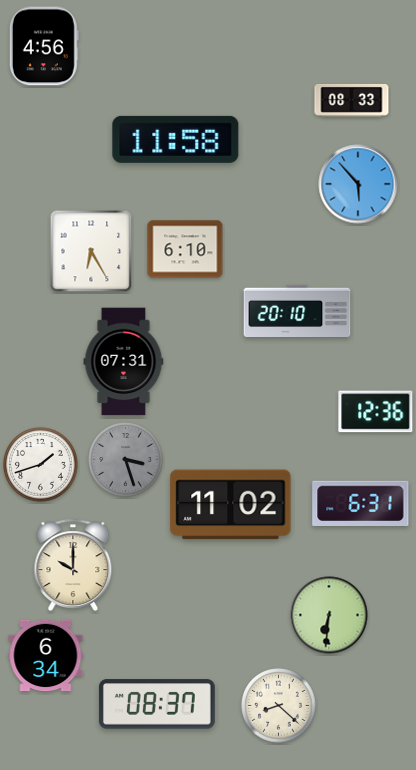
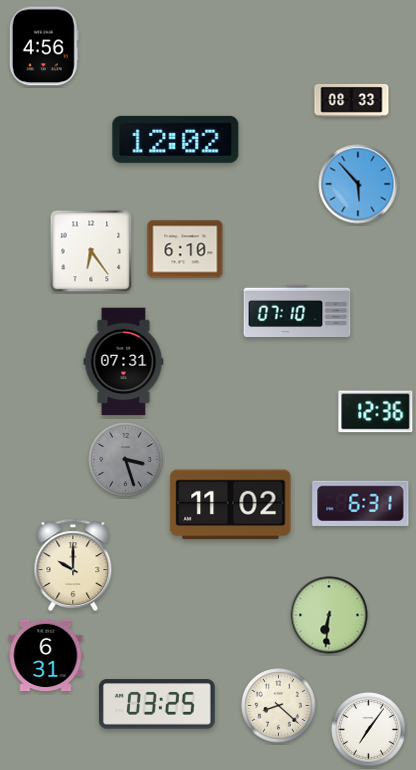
clock at (176, 139): 11:58 -> 12:02
clock at (91, 251): 6:25 -> 6:24
clock at (297, 310): 20:10 -> 07:10
clock at (41, 465): 1:42 -> none
clock at (46, 656): 6:34 -> 6:31
clock at (157, 704): 08:37 -> 03:25
clock at (369, 730): none -> 7:06
